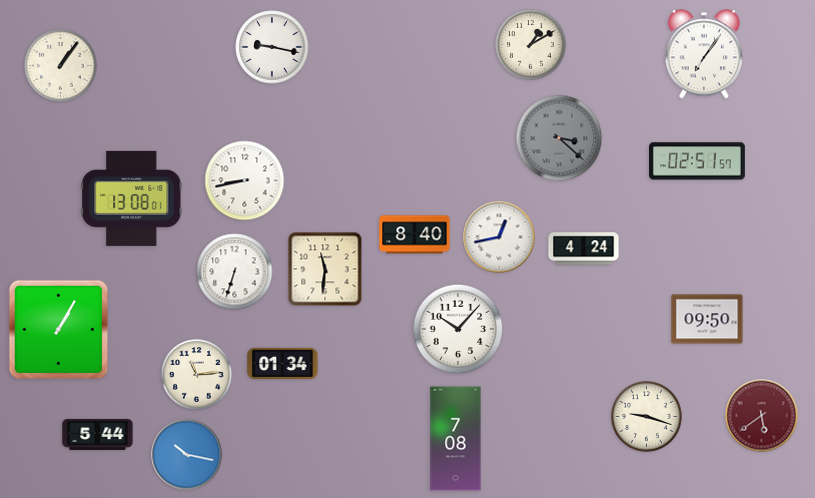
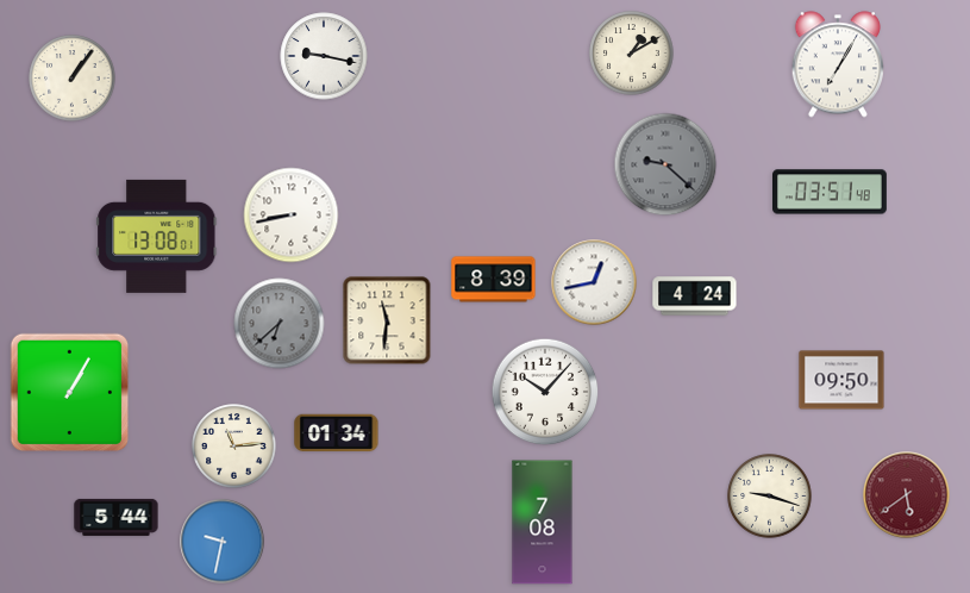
clock at (704, 54): 7:06 -> 7:05
clock at (559, 138): 3:22 -> 9:22
clock at (698, 161): 02:51 -> 03:51
clock at (415, 235): 8:40 -> 8:39
clock at (235, 272): 6:33 -> 6:38
clock at (235, 272) dial: white -> grey
clock at (187, 455): 10:17 -> 9:32
